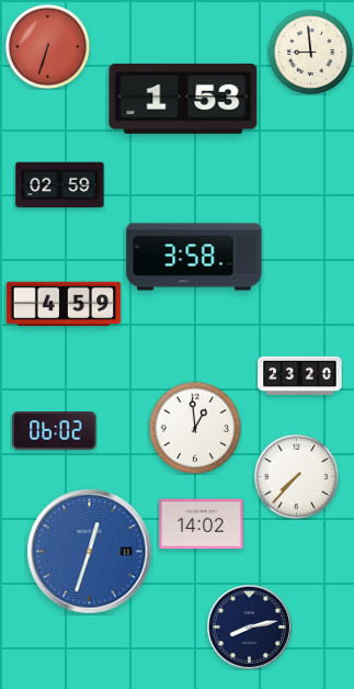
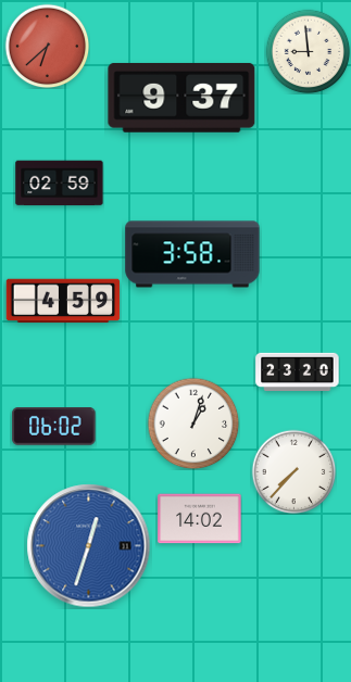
clock at (47, 46): 6:33 -> 6:38
clock at (183, 99): 1:53 -> 9:37
clock at (195, 428): 12:59 -> 1:03
clock at (249, 626): 8:13 -> none
